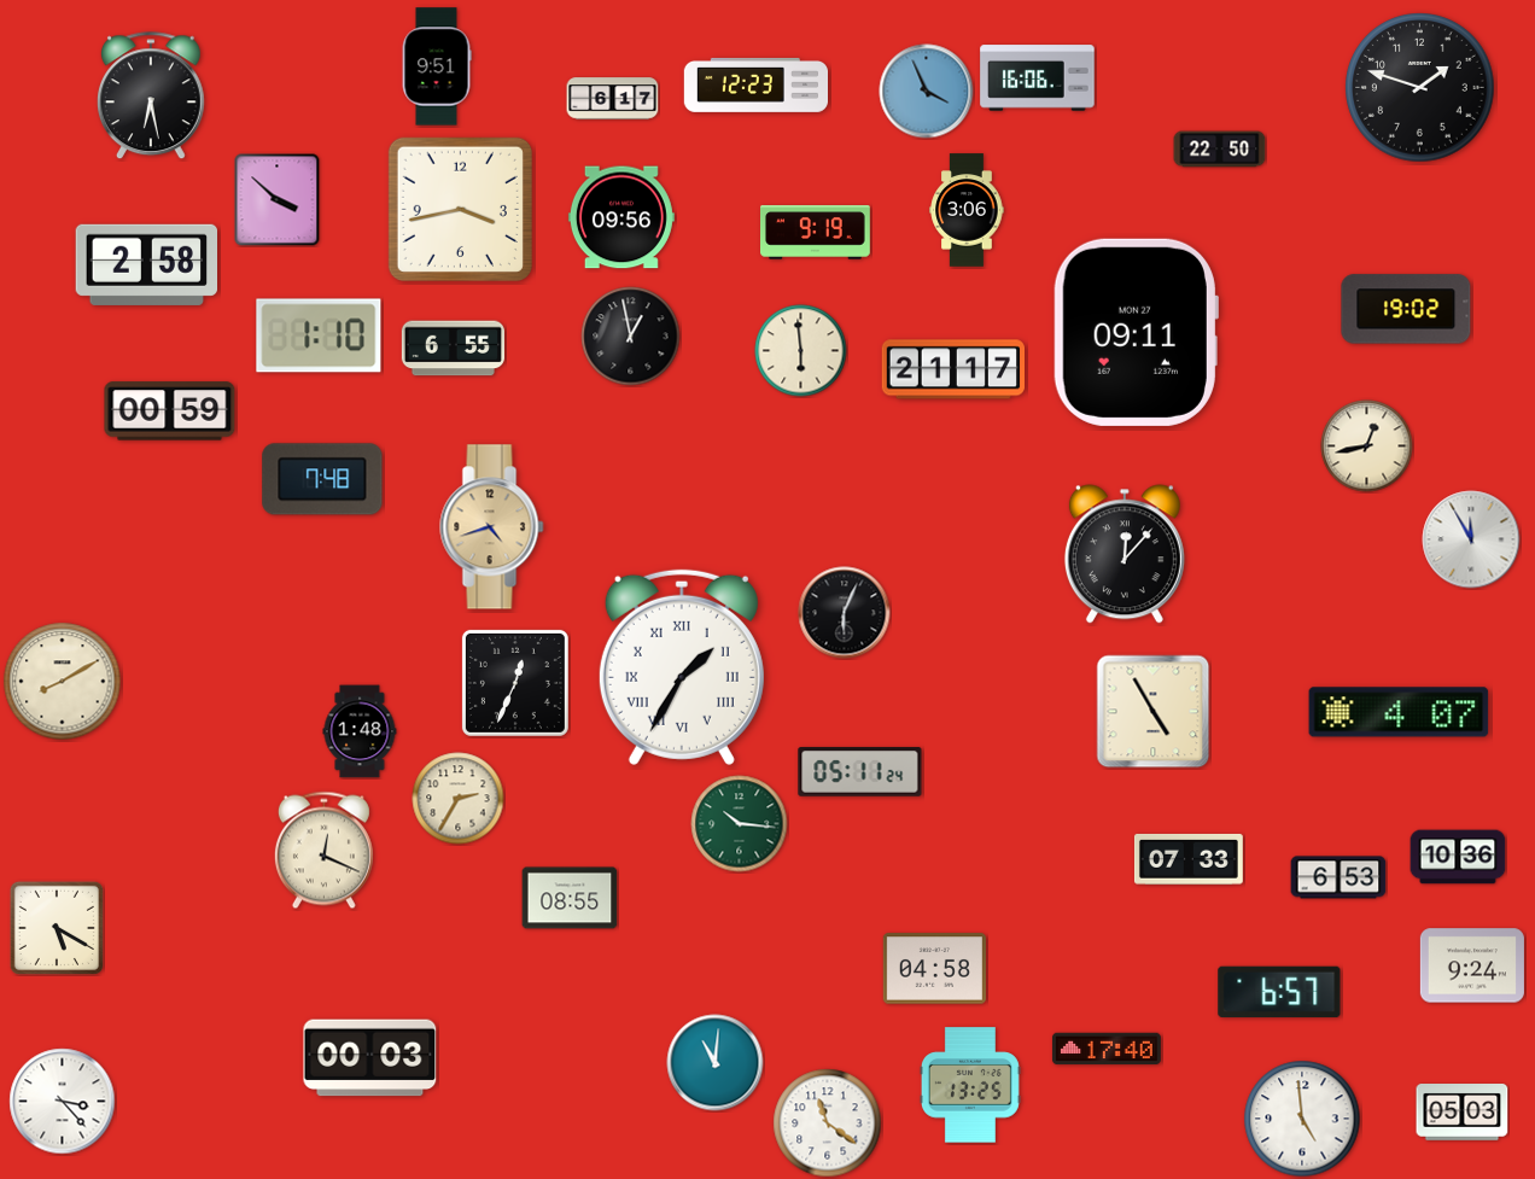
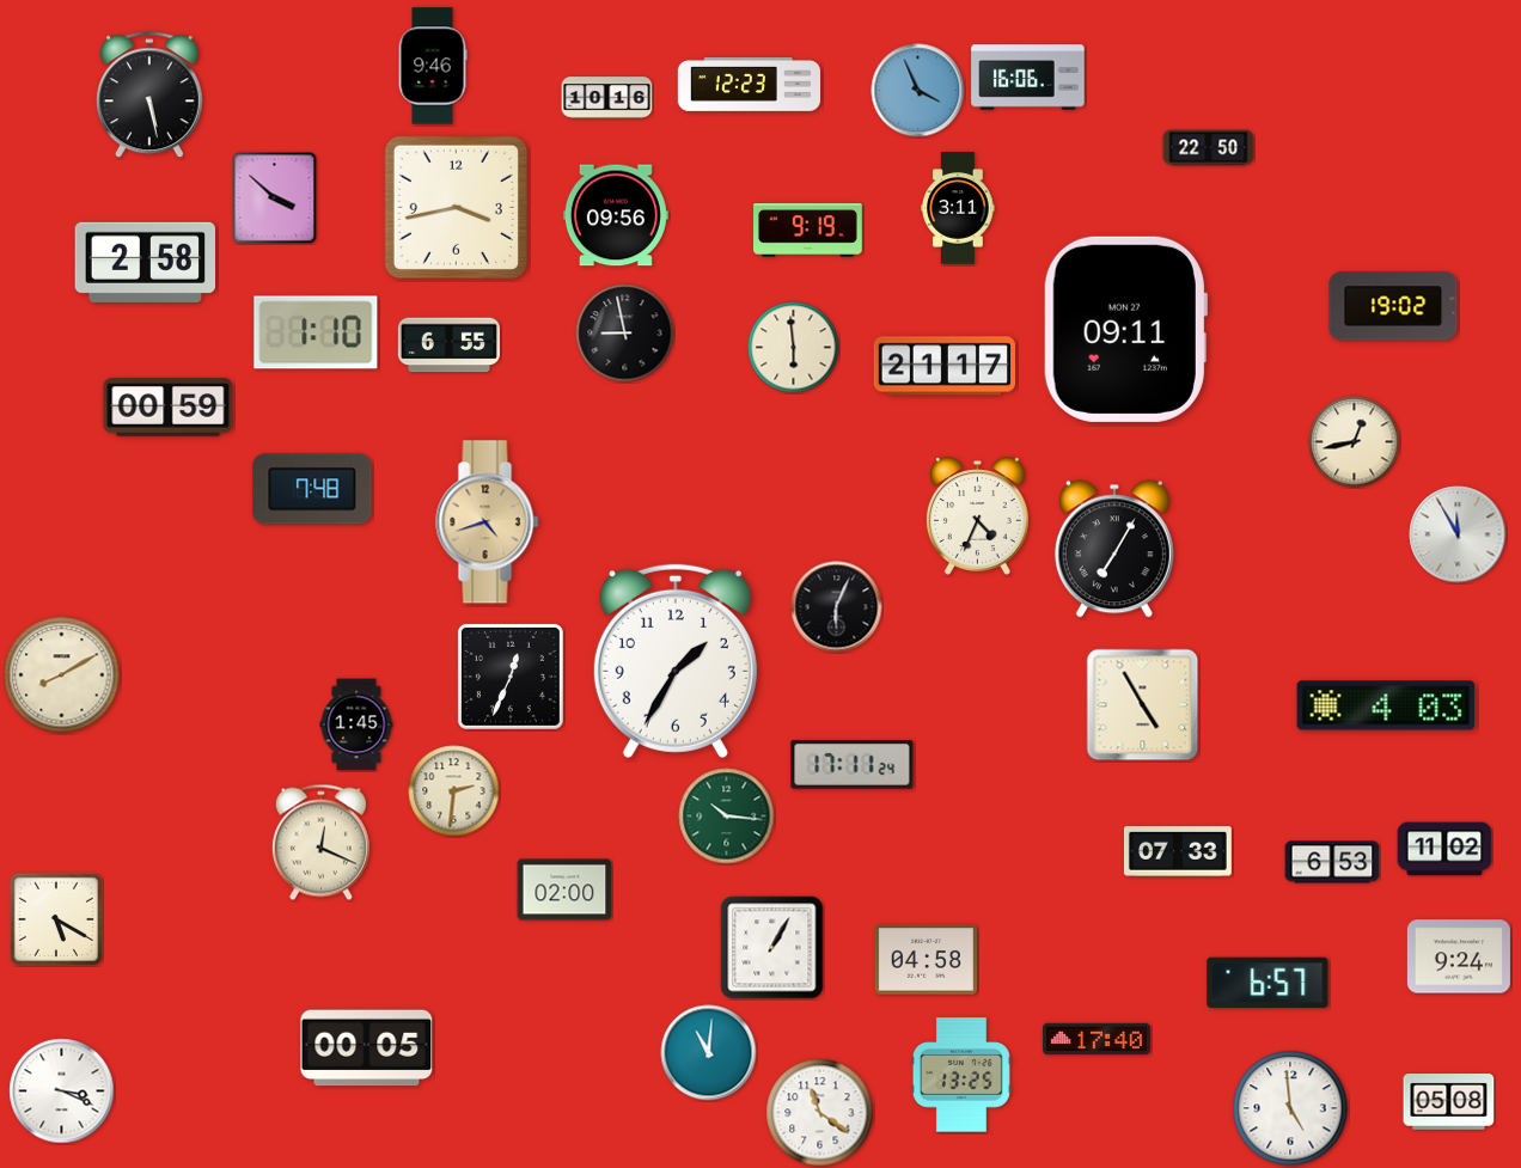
clock at (437, 66): 9:51 -> 9:46
clock at (1420, 88): 1:48 -> none
clock at (151, 97): 6:28 -> 5:28
clock at (613, 99): 6:17 -> 10:16
clock at (967, 210): 3:06 -> 3:11
clock at (631, 337): 12:58 -> 8:58
clock at (322, 479) position: (322, 479) -> (312, 489)
clock at (977, 516): none -> 4:34
clock at (1125, 554): 12:07 -> 7:05
clock at (682, 667) numerals: Roman -> Arabic
clock at (1399, 712): 4:07 -> 4:03
clock at (360, 731): 1:48 -> 1:45
clock at (860, 772): 05:11 -> 17:11
clock at (459, 799): 2:35 -> 2:31
clock at (740, 824) position: (740, 824) -> (727, 817)
clock at (1458, 857): 10:36 -> 11:02
clock at (1338, 877) position: (1338, 877) -> (1332, 862)
clock at (570, 898): 08:55 -> 02:00
clock at (772, 948): none -> 1:05
clock at (370, 1058): 00:03 -> 00:05
clock at (63, 1102): 3:23 -> 3:19
clock at (1463, 1113): 05:03 -> 05:08
